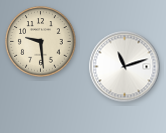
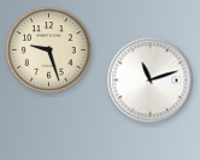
clock at (41, 42): 9:29 -> 9:27
